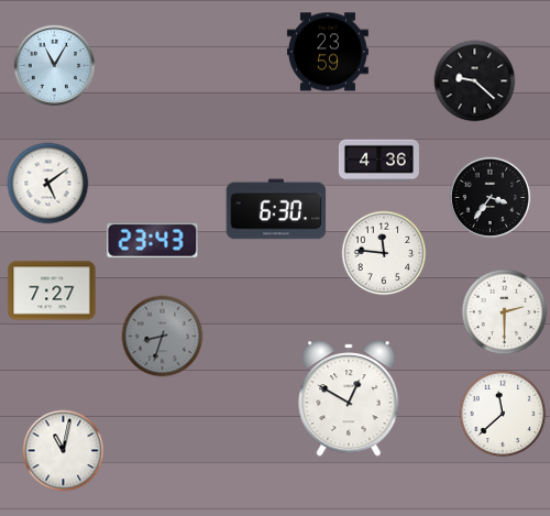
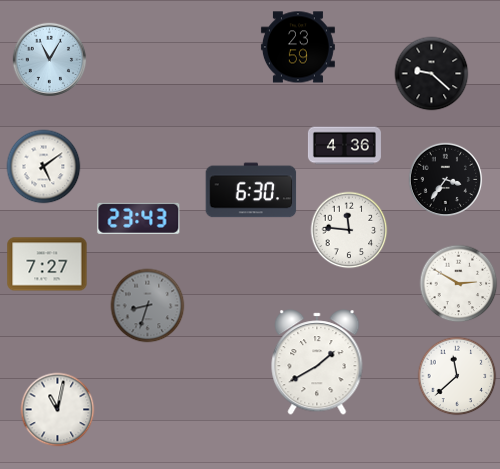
clock at (505, 312): 2:30 -> 2:50
clock at (349, 398): 12:50 -> 1:40
